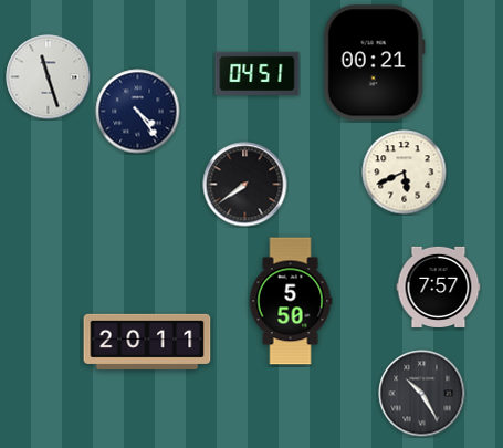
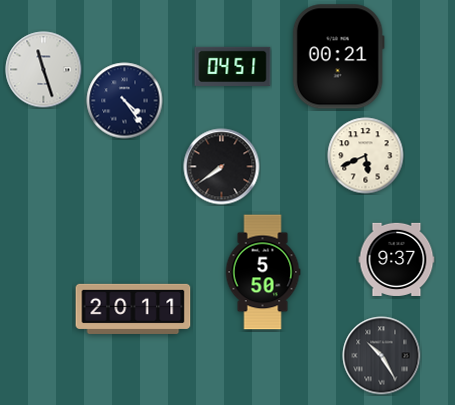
clock at (439, 286): 7:57 -> 9:37
